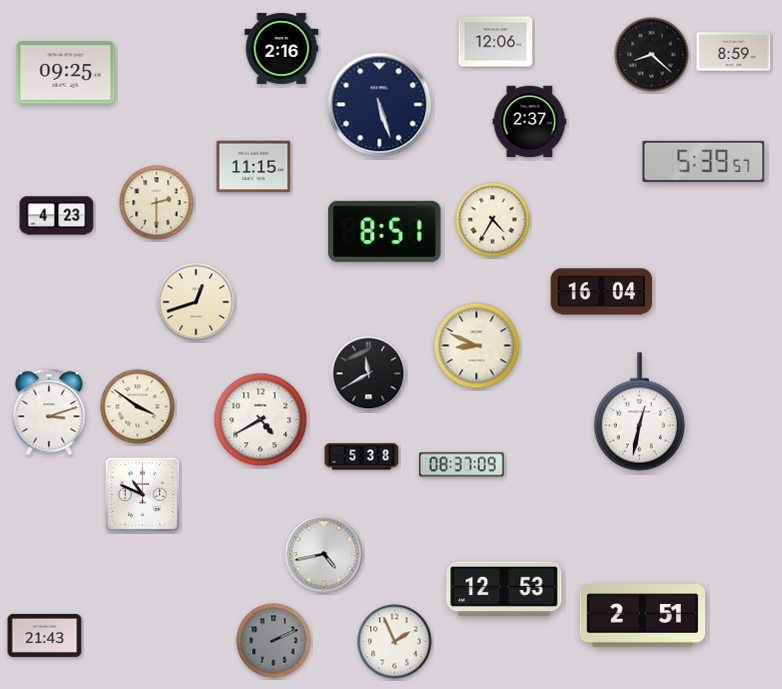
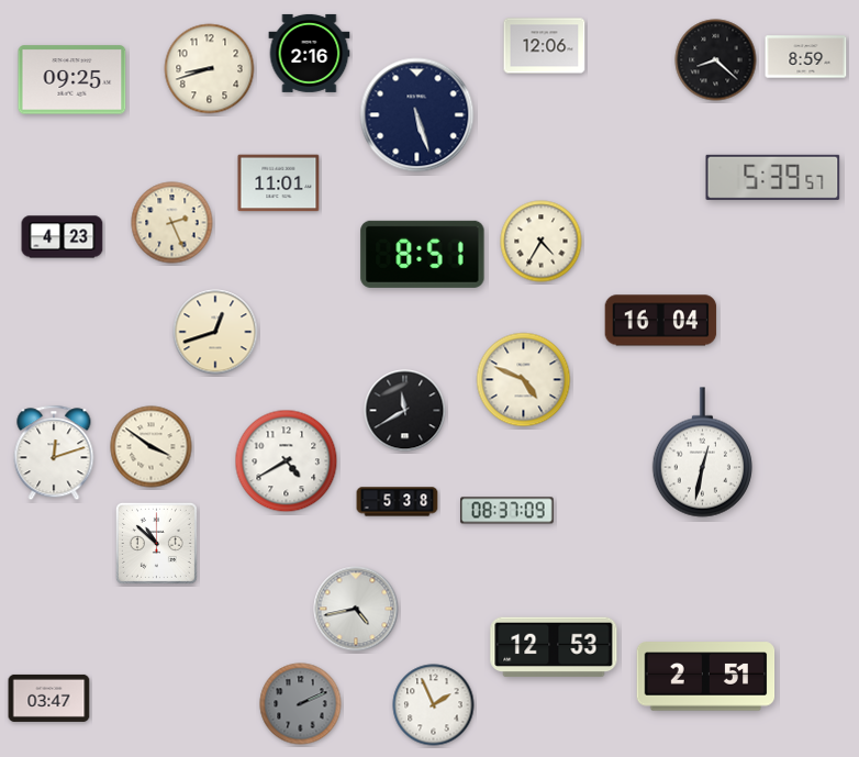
clock at (210, 69): none -> 8:42
clock at (530, 122): 2:37 -> none
clock at (254, 167): 11:15 -> 11:01
clock at (157, 203): 2:30 -> 2:26
clock at (477, 346): 8:49 -> 4:49
clock at (49, 412): 3:12 -> 12:12
clock at (142, 494): 10:49 -> 10:52
clock at (45, 635): 21:43 -> 03:47
